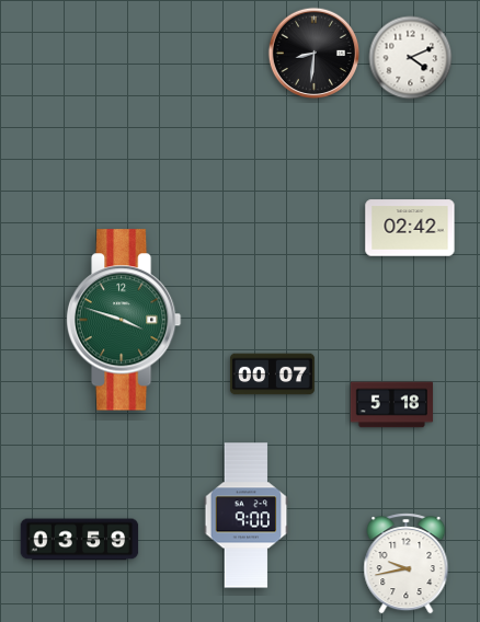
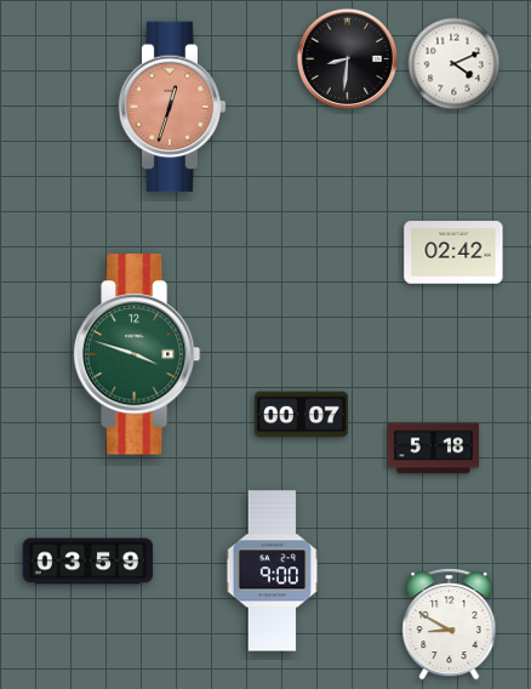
clock at (172, 107): none -> 12:33
clock at (80, 540) position: (80, 540) -> (88, 562)
clock at (407, 564): 9:43 -> 8:50
